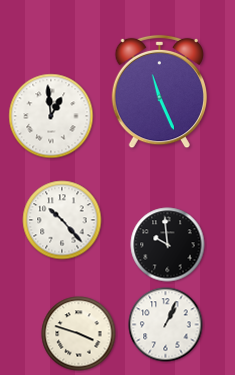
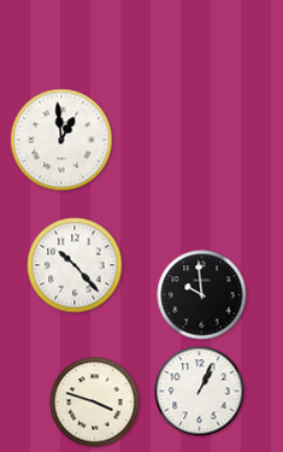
clock at (159, 92): 11:26 -> none
